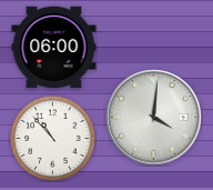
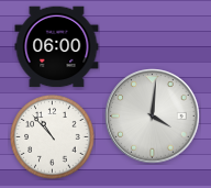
clock at (54, 48) position: (54, 48) -> (57, 47)
